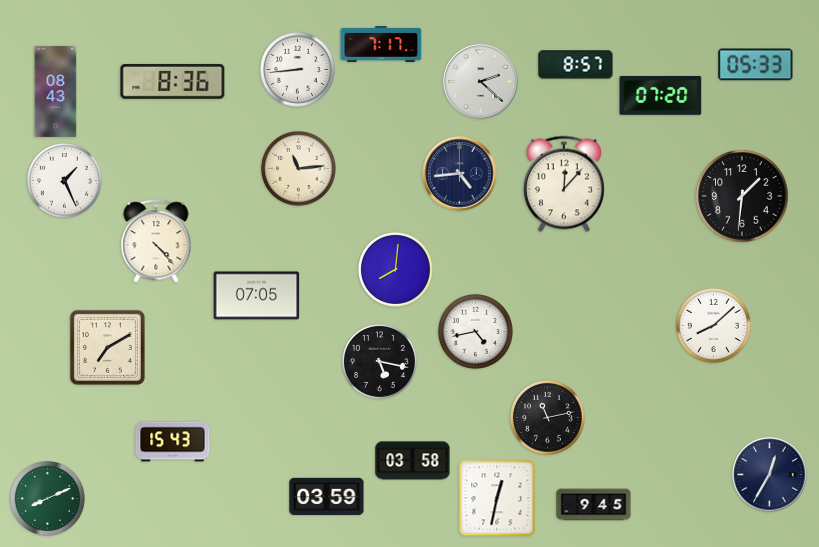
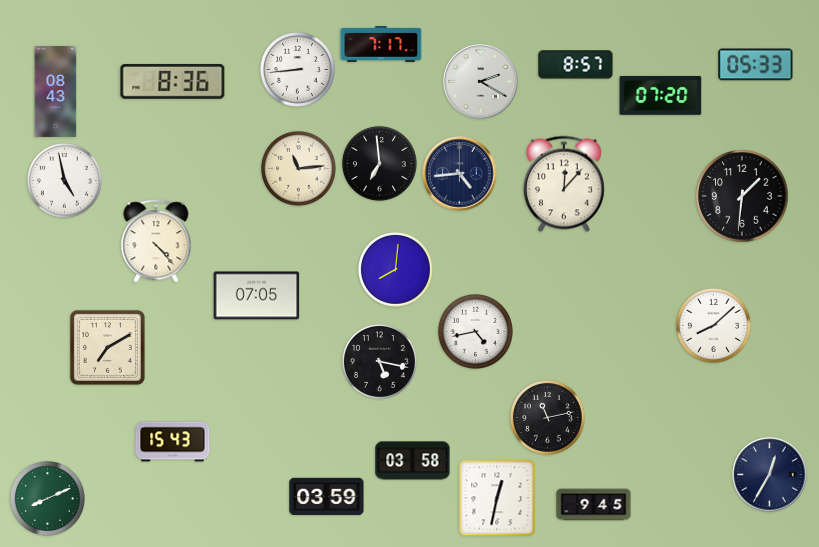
clock at (481, 82): 2:22 -> 2:20
clock at (379, 163): none -> 6:59
clock at (64, 180): 1:26 -> 4:58
